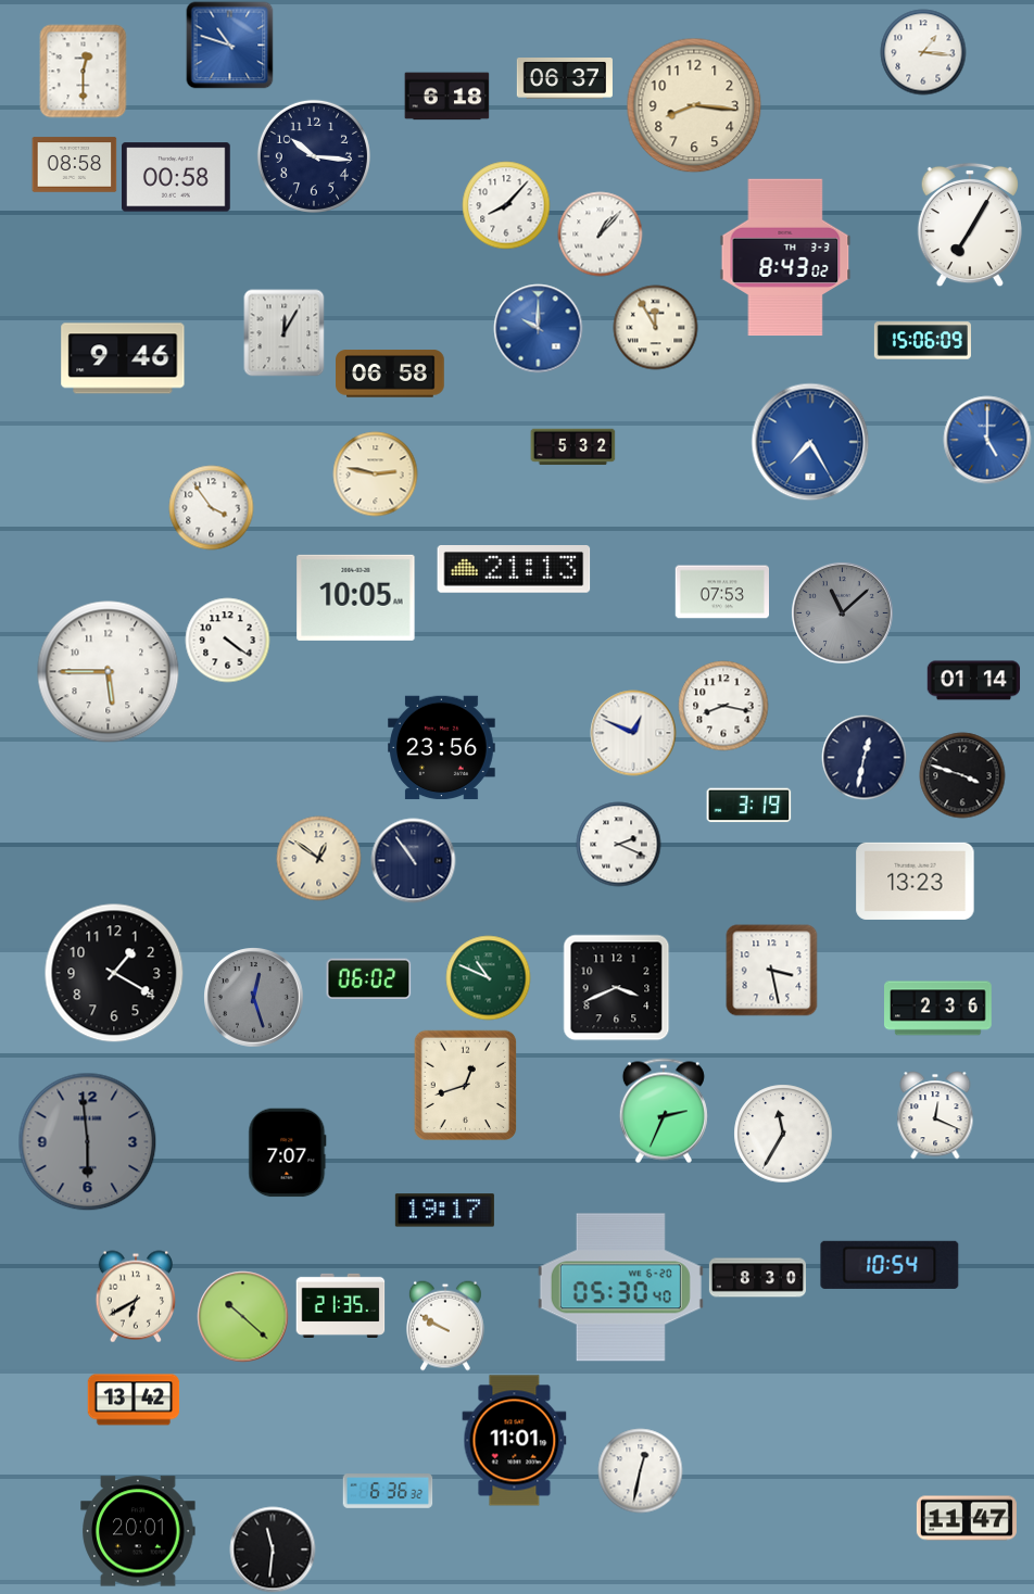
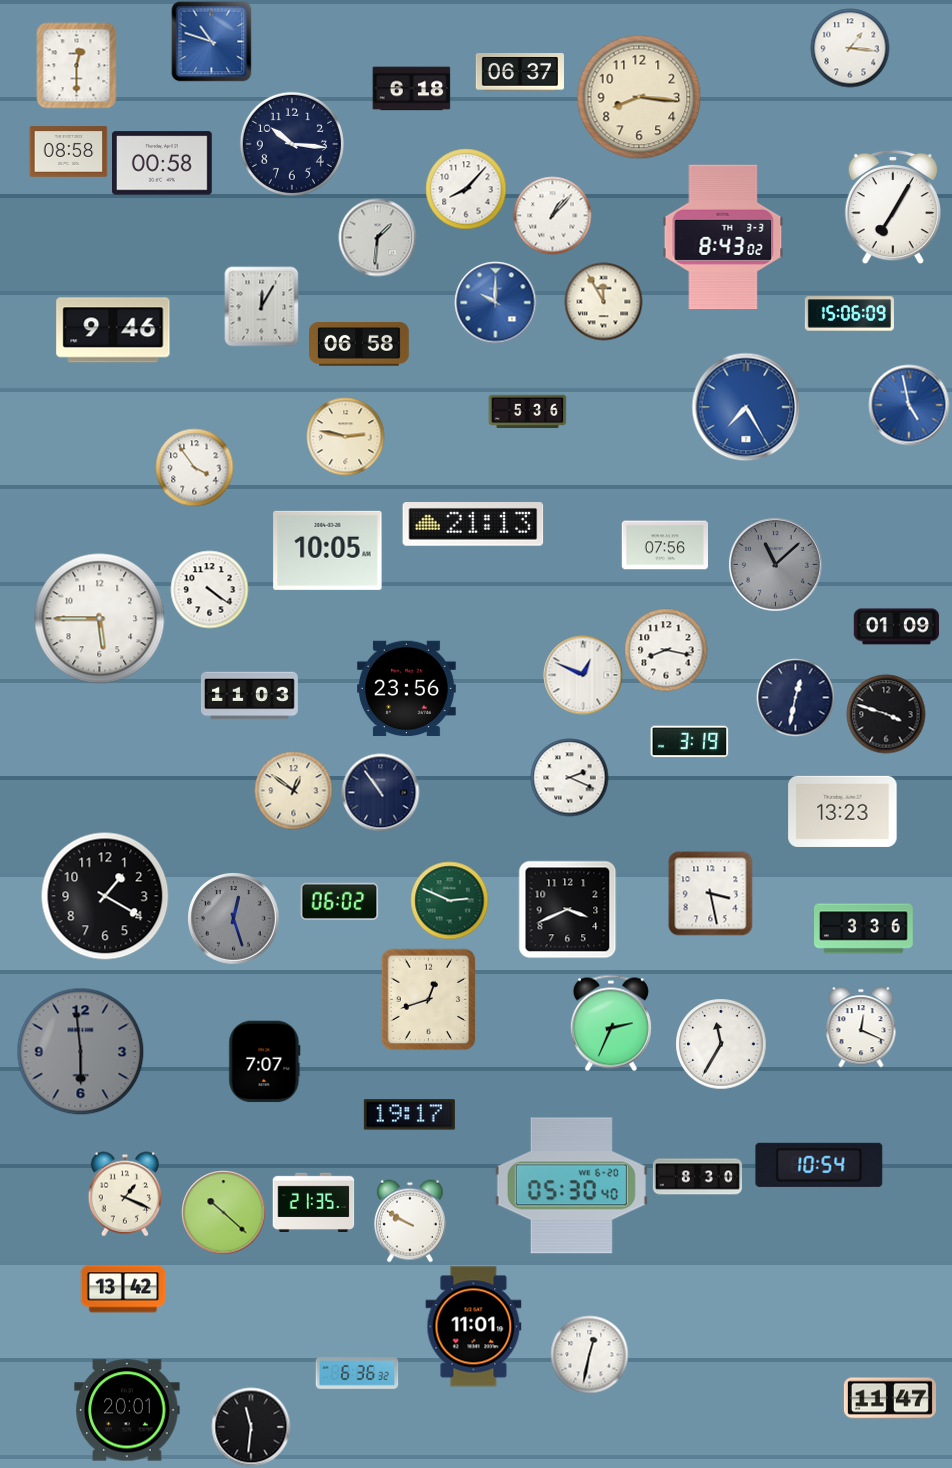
clock at (314, 156) position: (314, 156) -> (292, 144)
clock at (377, 237): none -> 1:31
clock at (987, 440): 5:00 -> 4:58
clock at (572, 447): 5:32 -> 5:36
clock at (721, 592): 07:53 -> 07:56
clock at (973, 681): 01:14 -> 01:09
clock at (249, 696): none -> 11:03
clock at (488, 977): 10:49 -> 2:49
clock at (938, 1009): 2:36 -> 3:36
clock at (135, 1296): 6:40 -> 1:19
